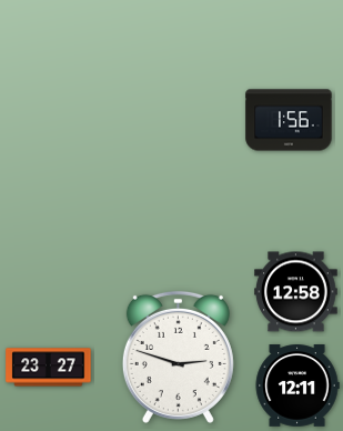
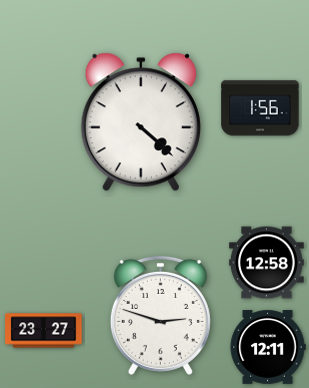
clock at (141, 122): none -> 4:22
clock at (178, 357) position: (178, 357) -> (160, 315)
